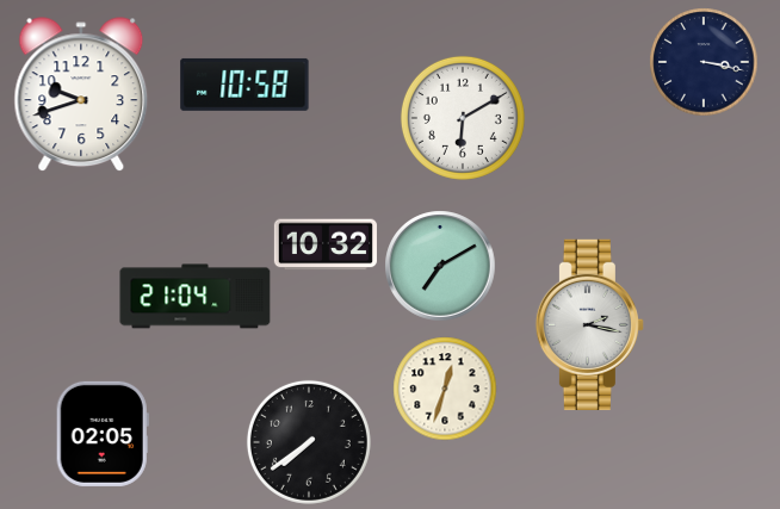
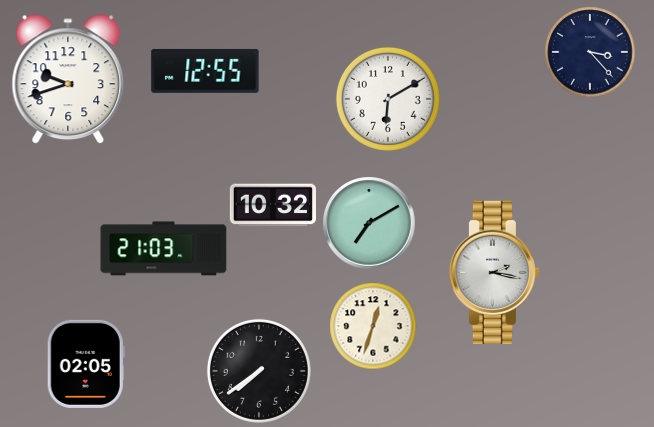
clock at (704, 62): 3:17 -> 3:23
clock at (244, 85): 10:58 -> 12:55
clock at (196, 297): 21:04 -> 21:03
